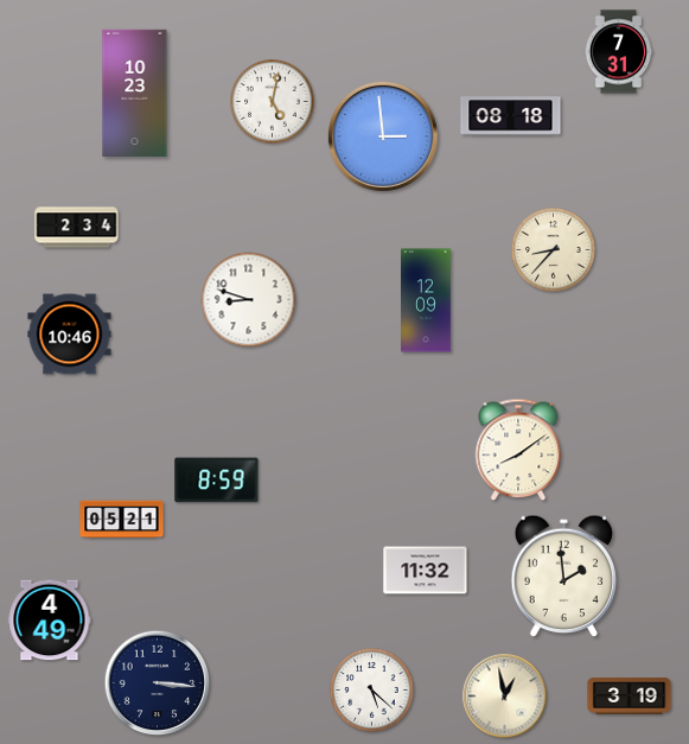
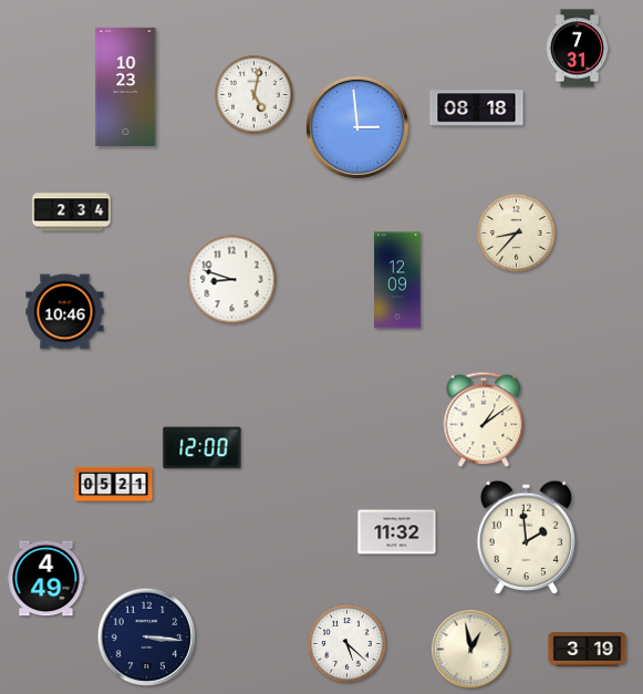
clock at (518, 450): 8:09 -> 1:09
clock at (217, 481): 8:59 -> 12:00
